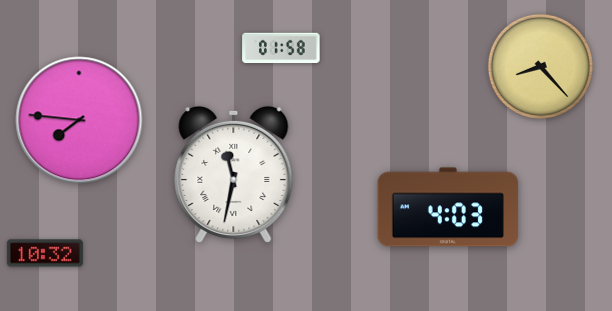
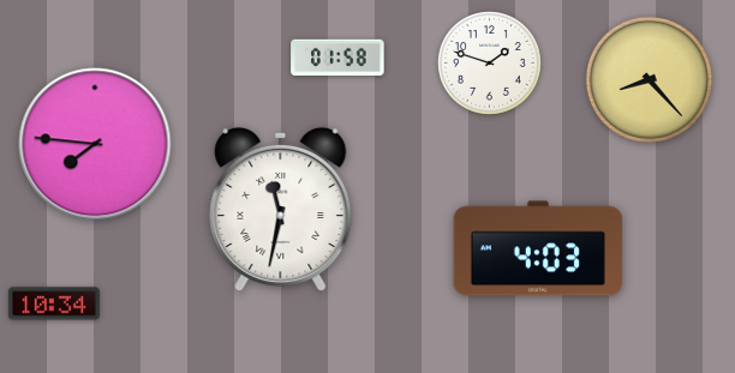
clock at (490, 64): none -> 1:48
clock at (45, 253): 10:32 -> 10:34
